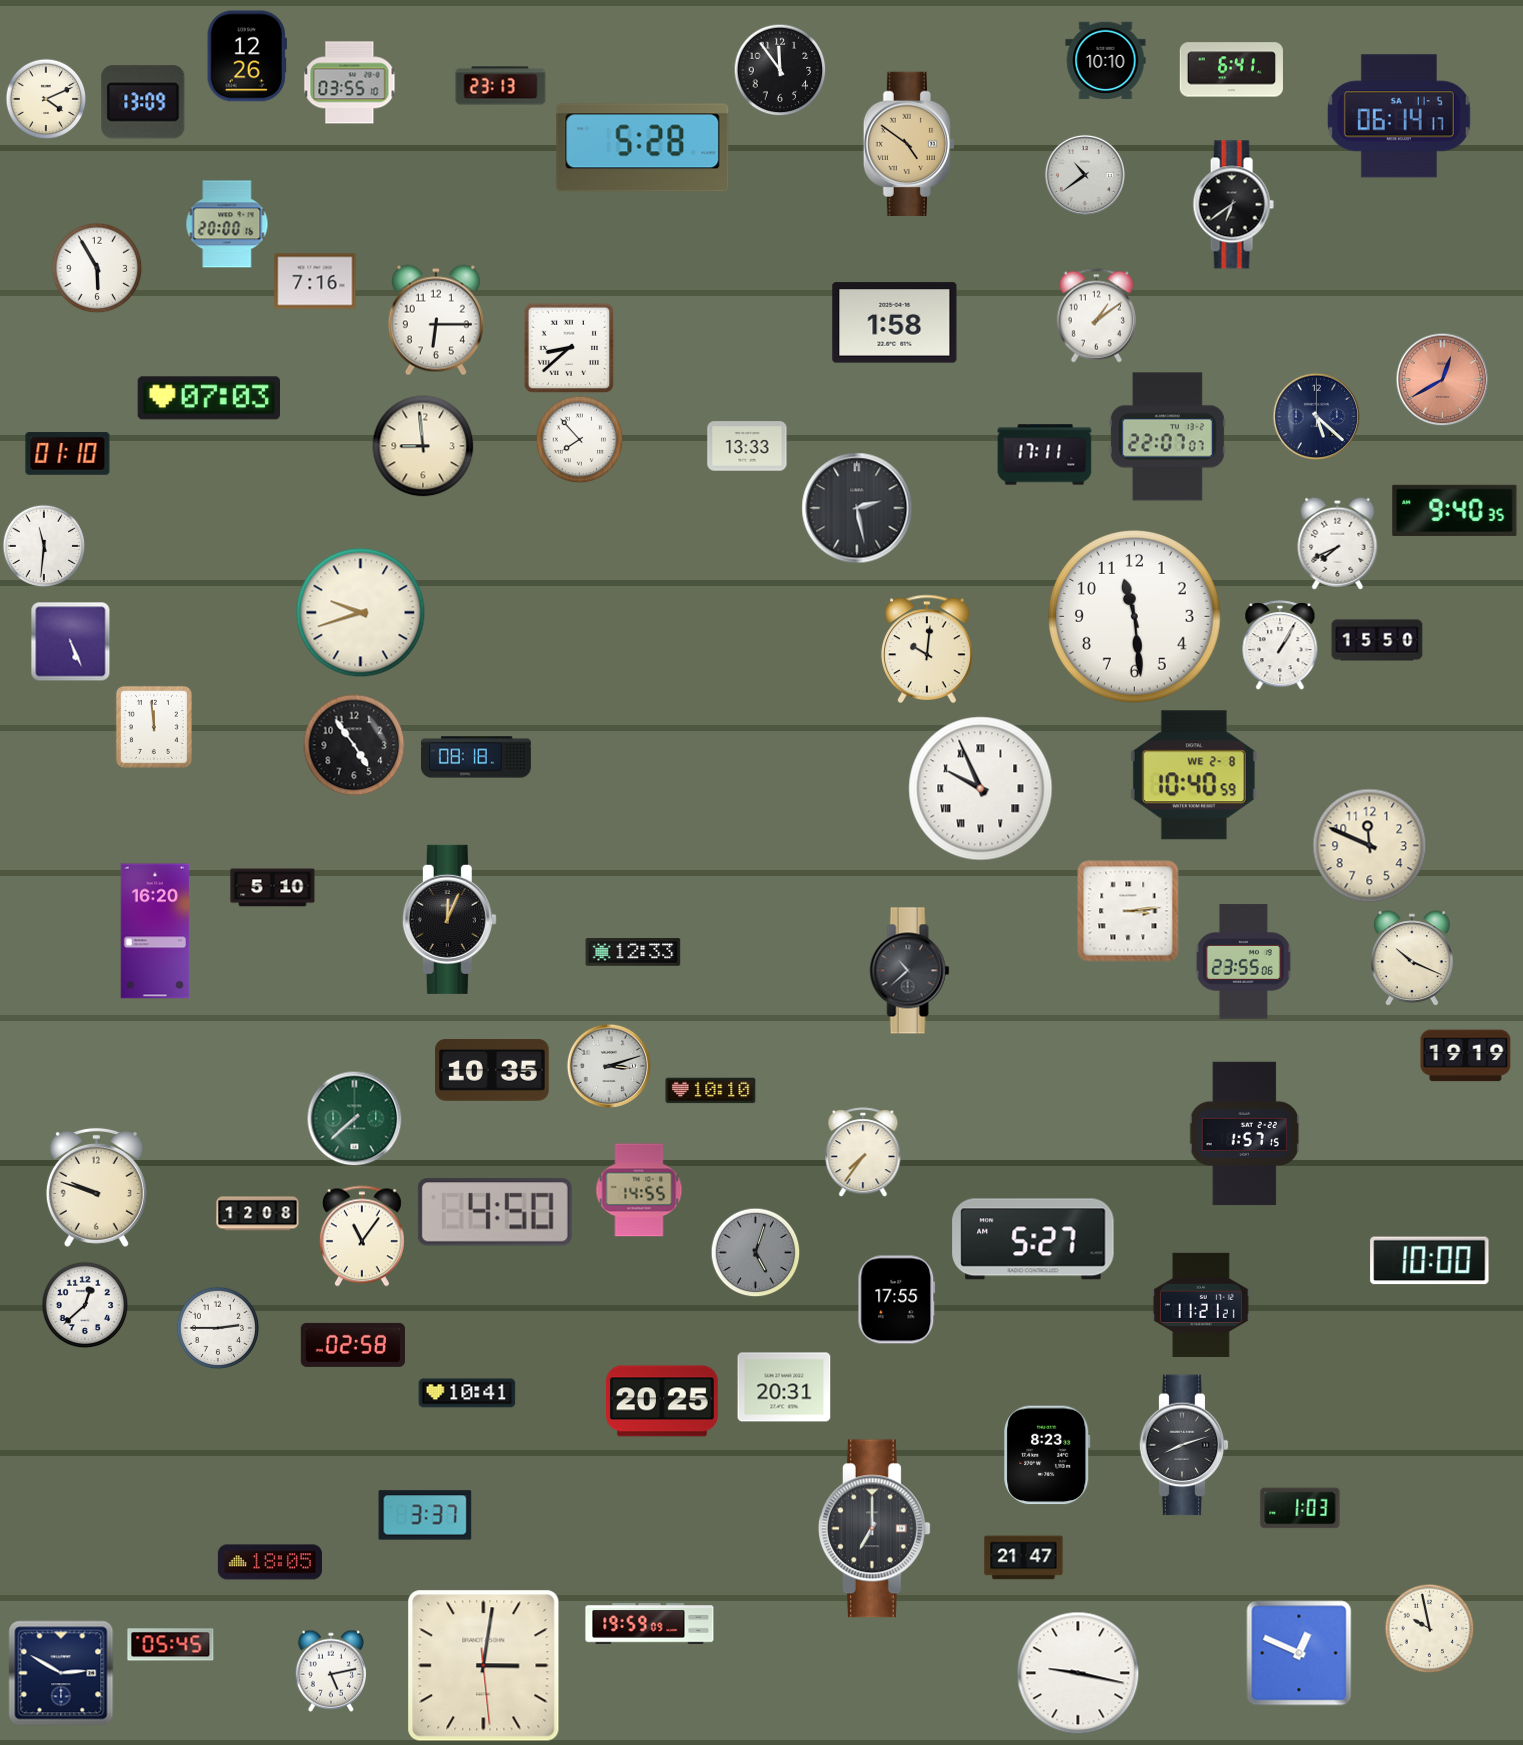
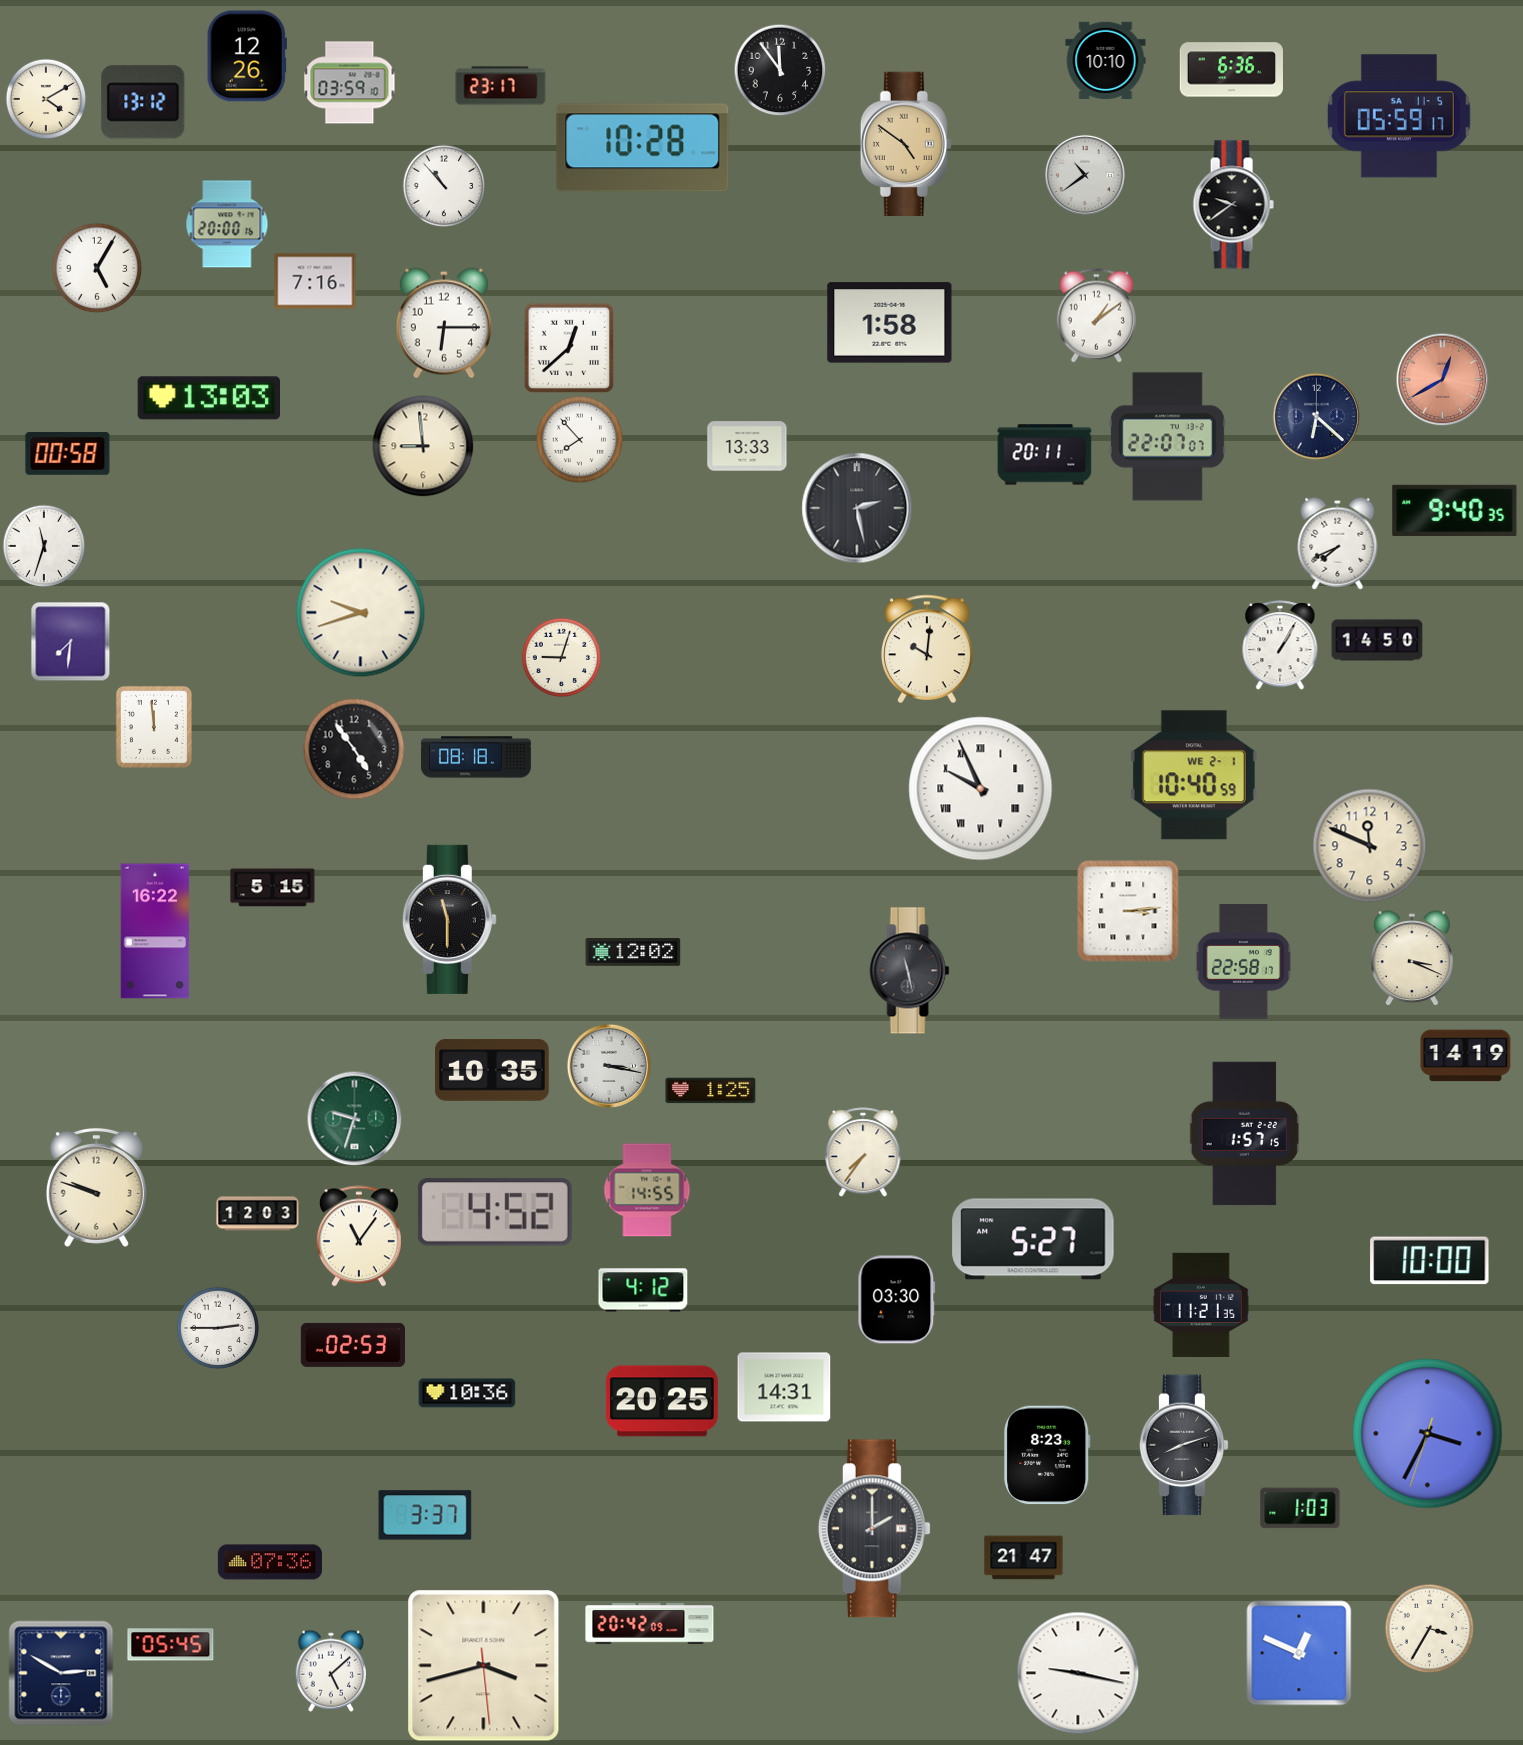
clock at (1231, 70): 6:41 -> 6:36
clock at (350, 83): 03:55 -> 03:59
clock at (501, 86): 23:13 -> 23:17
clock at (46, 99): 4:11 -> 4:10
clock at (143, 102): 13:09 -> 13:12
clock at (1399, 116): 06:14 -> 05:59
clock at (909, 143) position: (909, 143) -> (906, 143)
clock at (643, 148): 5:28 -> 10:28
clock at (444, 186): none -> 10:53
clock at (1233, 205): 6:39 -> 9:39
clock at (97, 268): 5:55 -> 5:05
clock at (436, 320) position: (436, 320) -> (444, 323)
clock at (895, 323) position: (895, 323) -> (890, 323)
clock at (569, 348): 8:38 -> 12:38
clock at (208, 398): 07:03 -> 13:03
clock at (1316, 416): 5:22 -> 6:22
clock at (68, 454): 01:10 -> 00:58
clock at (1045, 455): 17:11 -> 20:11
clock at (44, 546): 11:31 -> 11:33
clock at (1134, 616): 11:29 -> none
clock at (1377, 640): 15:50 -> 14:50
clock at (70, 641): 5:26 -> 7:31
clock at (561, 657): none -> 9:03
clock at (354, 745) position: (354, 745) -> (354, 749)
clock at (1194, 775) date: WE 2-8 -> WE 2-1
clock at (273, 888): 5:10 -> 5:15
clock at (449, 919): 12:04 -> 11:30
clock at (155, 931): 16:20 -> 16:22
clock at (633, 952): 12:33 -> 12:02
clock at (1412, 958): 10:19 -> 3:19
clock at (1243, 962): 23:55 -> 22:58
clock at (910, 971): 10:38 -> 11:28
clock at (1466, 1056): 19:19 -> 14:19
clock at (608, 1065): 3:12 -> 3:17
clock at (711, 1091): 10:10 -> 1:25
clock at (354, 1118): 7:38 -> 9:33
clock at (639, 1190) position: (639, 1190) -> (647, 1190)
clock at (495, 1212): 4:50 -> 4:52
clock at (258, 1214): 12:08 -> 12:03
clock at (362, 1236) position: (362, 1236) -> (359, 1236)
clock at (755, 1252): 5:03 -> none
clock at (643, 1290): none -> 4:12
clock at (897, 1300): 17:55 -> 03:30
clock at (85, 1305): 12:38 -> none
clock at (1201, 1305): 11:21:21 -> 11:21:35
clock at (353, 1345): 02:58 -> 02:53
clock at (784, 1387): 20:31 -> 14:31
clock at (467, 1393): 10:41 -> 10:36
clock at (1428, 1434): none -> 3:34
clock at (875, 1529): 7:00 -> 2:00
clock at (270, 1562): 18:05 -> 07:36
clock at (650, 1624): 19:59 -> 20:42
clock at (1429, 1628): 9:58 -> 3:35
clock at (484, 1666): 3:01 -> 3:42
clock at (330, 1671): 5:13 -> 5:08
